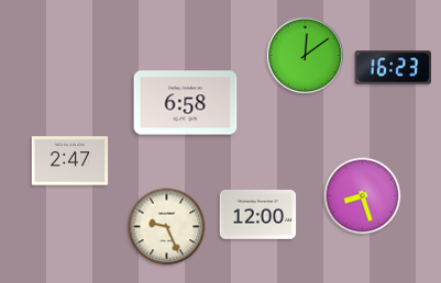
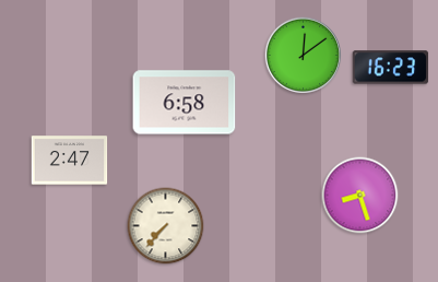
clock at (258, 214): 12:00 -> none
clock at (167, 227): 9:26 -> 7:37
